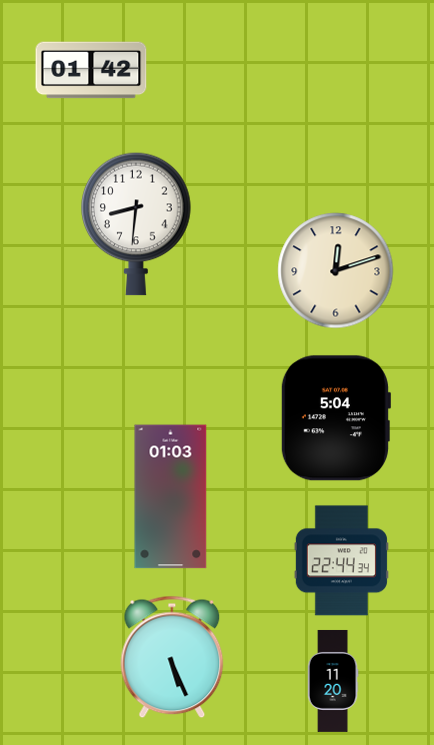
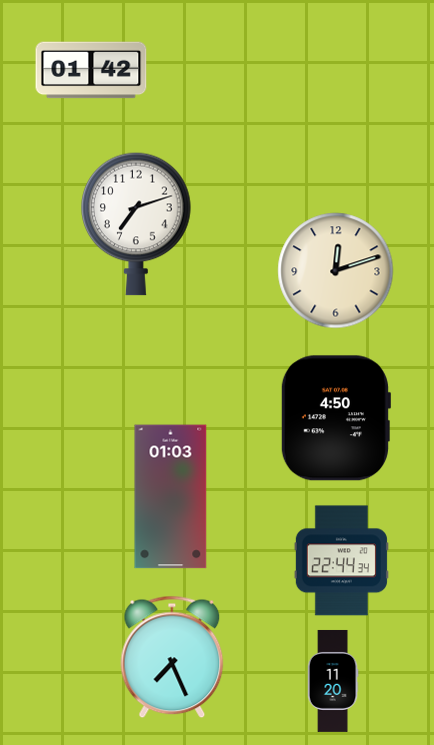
clock at (136, 224): 8:31 -> 7:12
clock at (335, 418): 5:04 -> 4:50
clock at (172, 657): 5:26 -> 7:26
